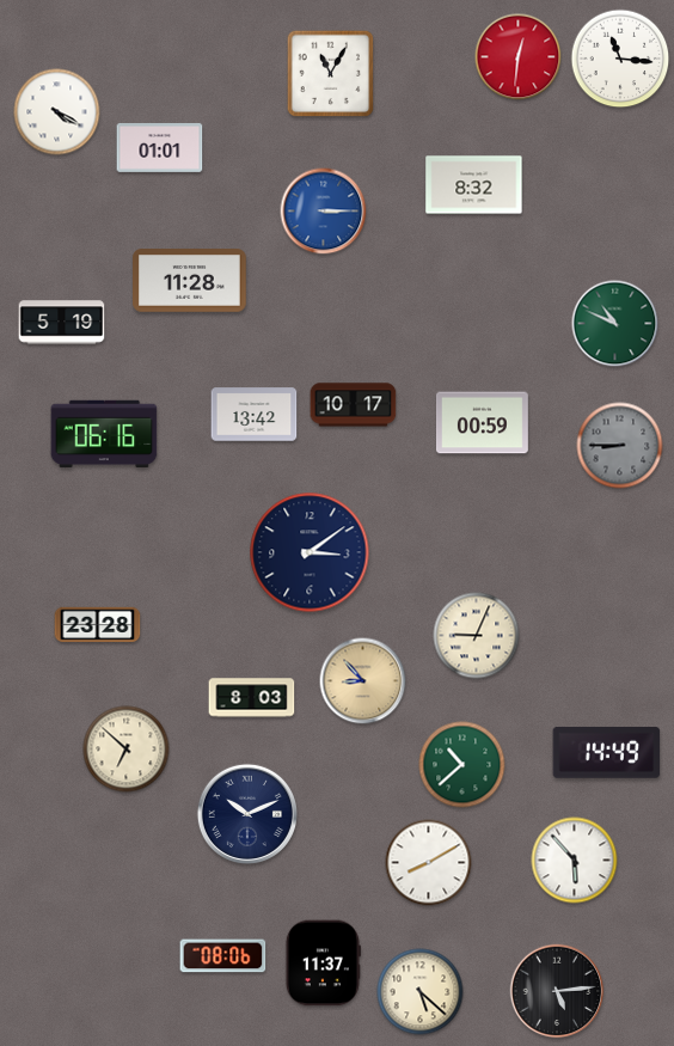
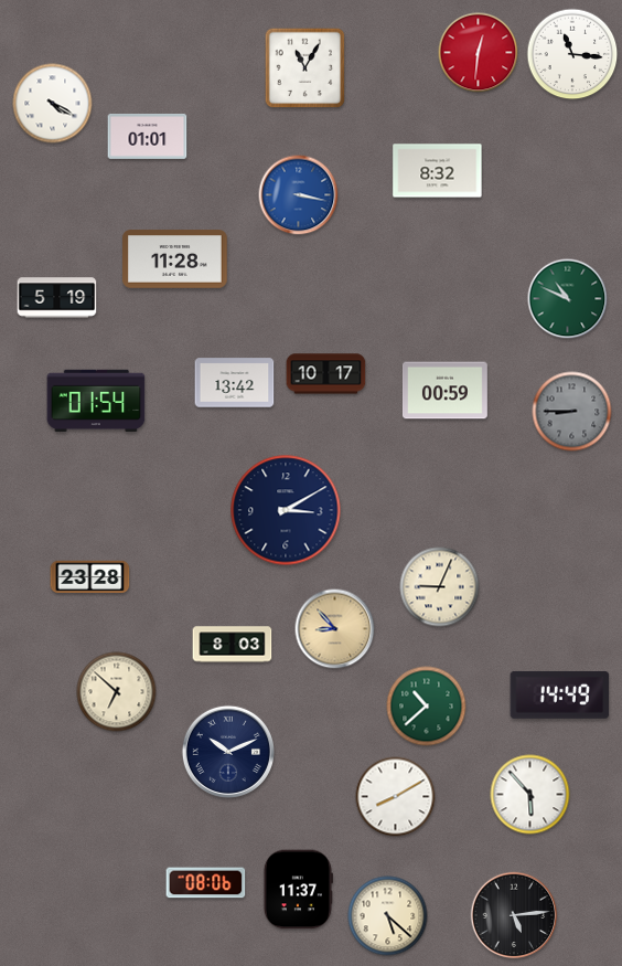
clock at (324, 212): 3:15 -> 3:17
clock at (104, 434): 06:16 -> 01:54
clock at (310, 552): 3:09 -> 3:10
